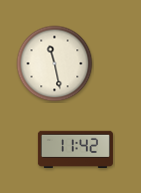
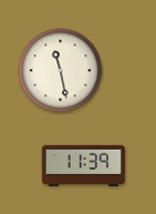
clock at (75, 150): 11:42 -> 11:39
